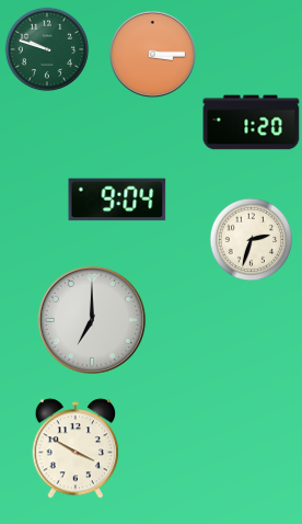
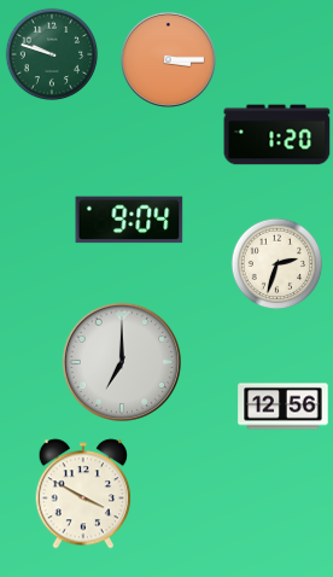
clock at (91, 319) position: (91, 319) -> (121, 361)
clock at (284, 407): none -> 12:56
